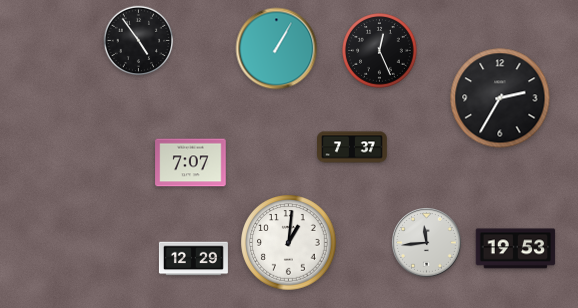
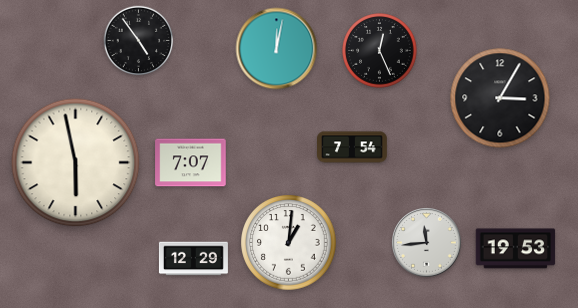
clock at (277, 49): 1:05 -> 12:02
clock at (500, 98): 2:35 -> 3:05
clock at (352, 147): 7:37 -> 7:54
clock at (76, 163): none -> 5:58
